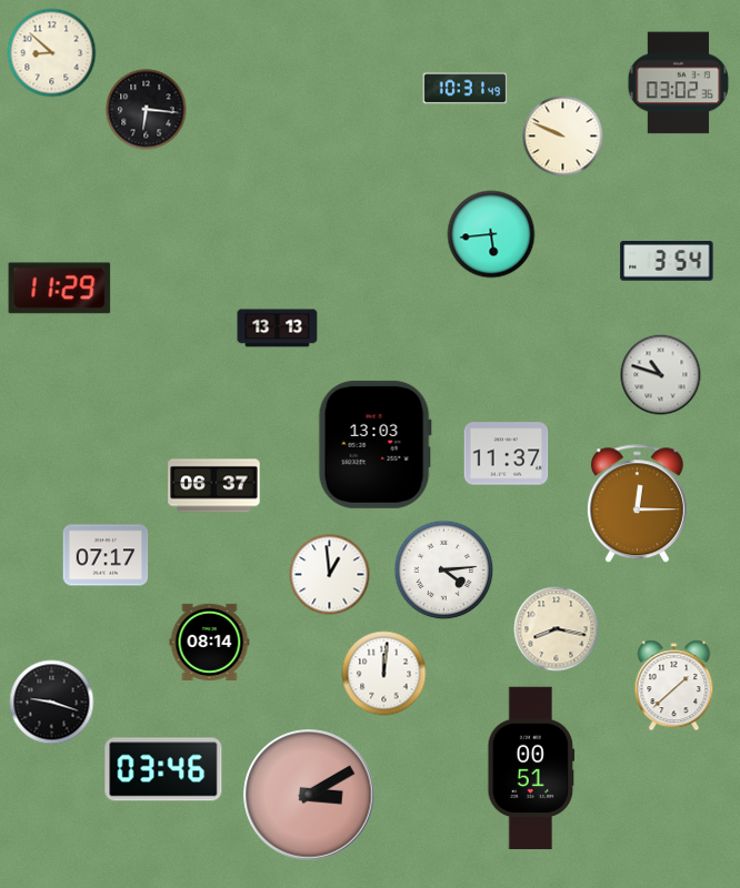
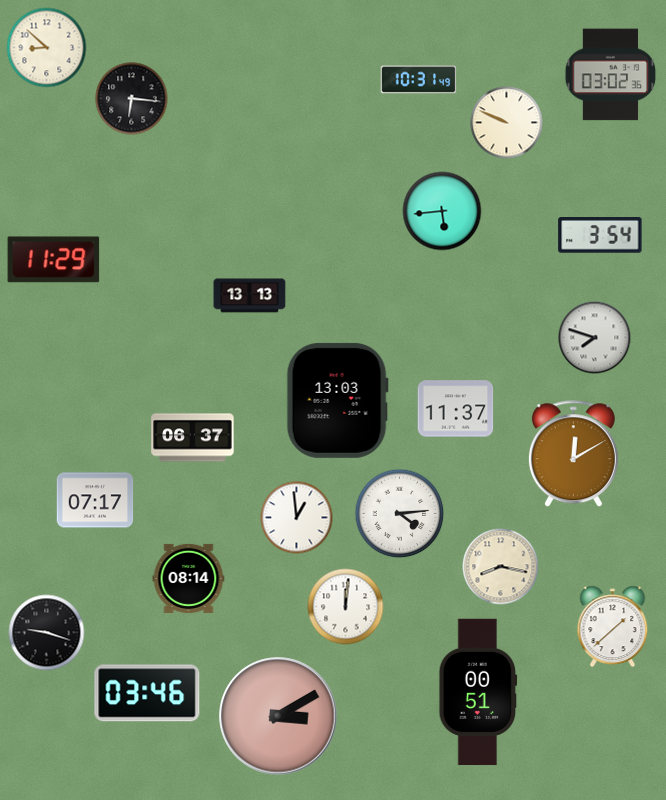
clock at (661, 375): 10:48 -> 7:48
clock at (637, 504): 12:15 -> 12:10
clock at (674, 686) position: (674, 686) -> (613, 627)
